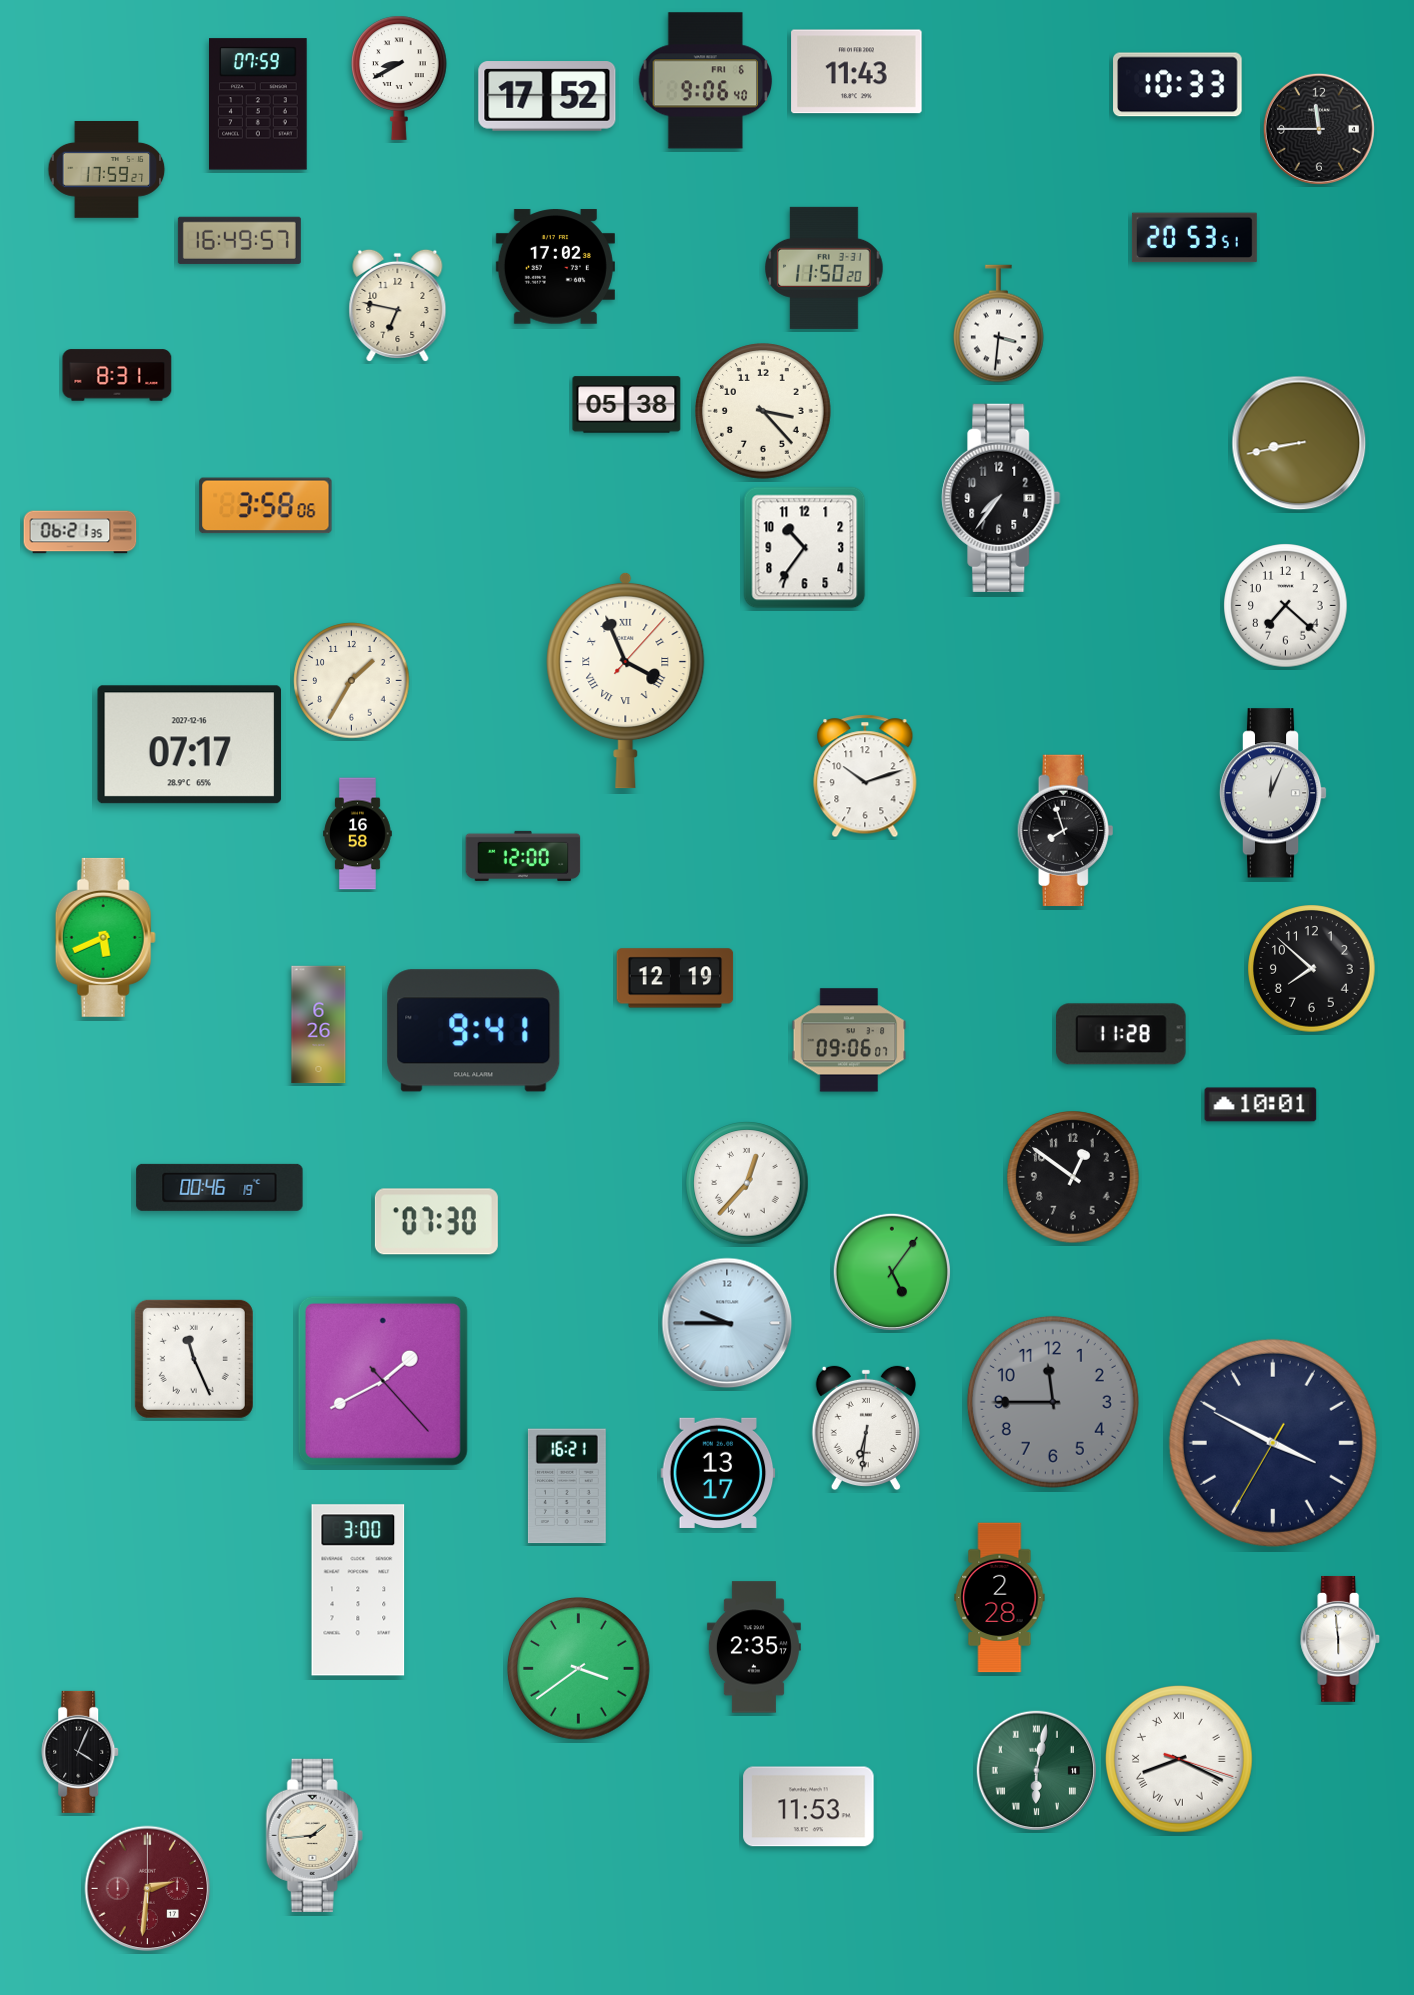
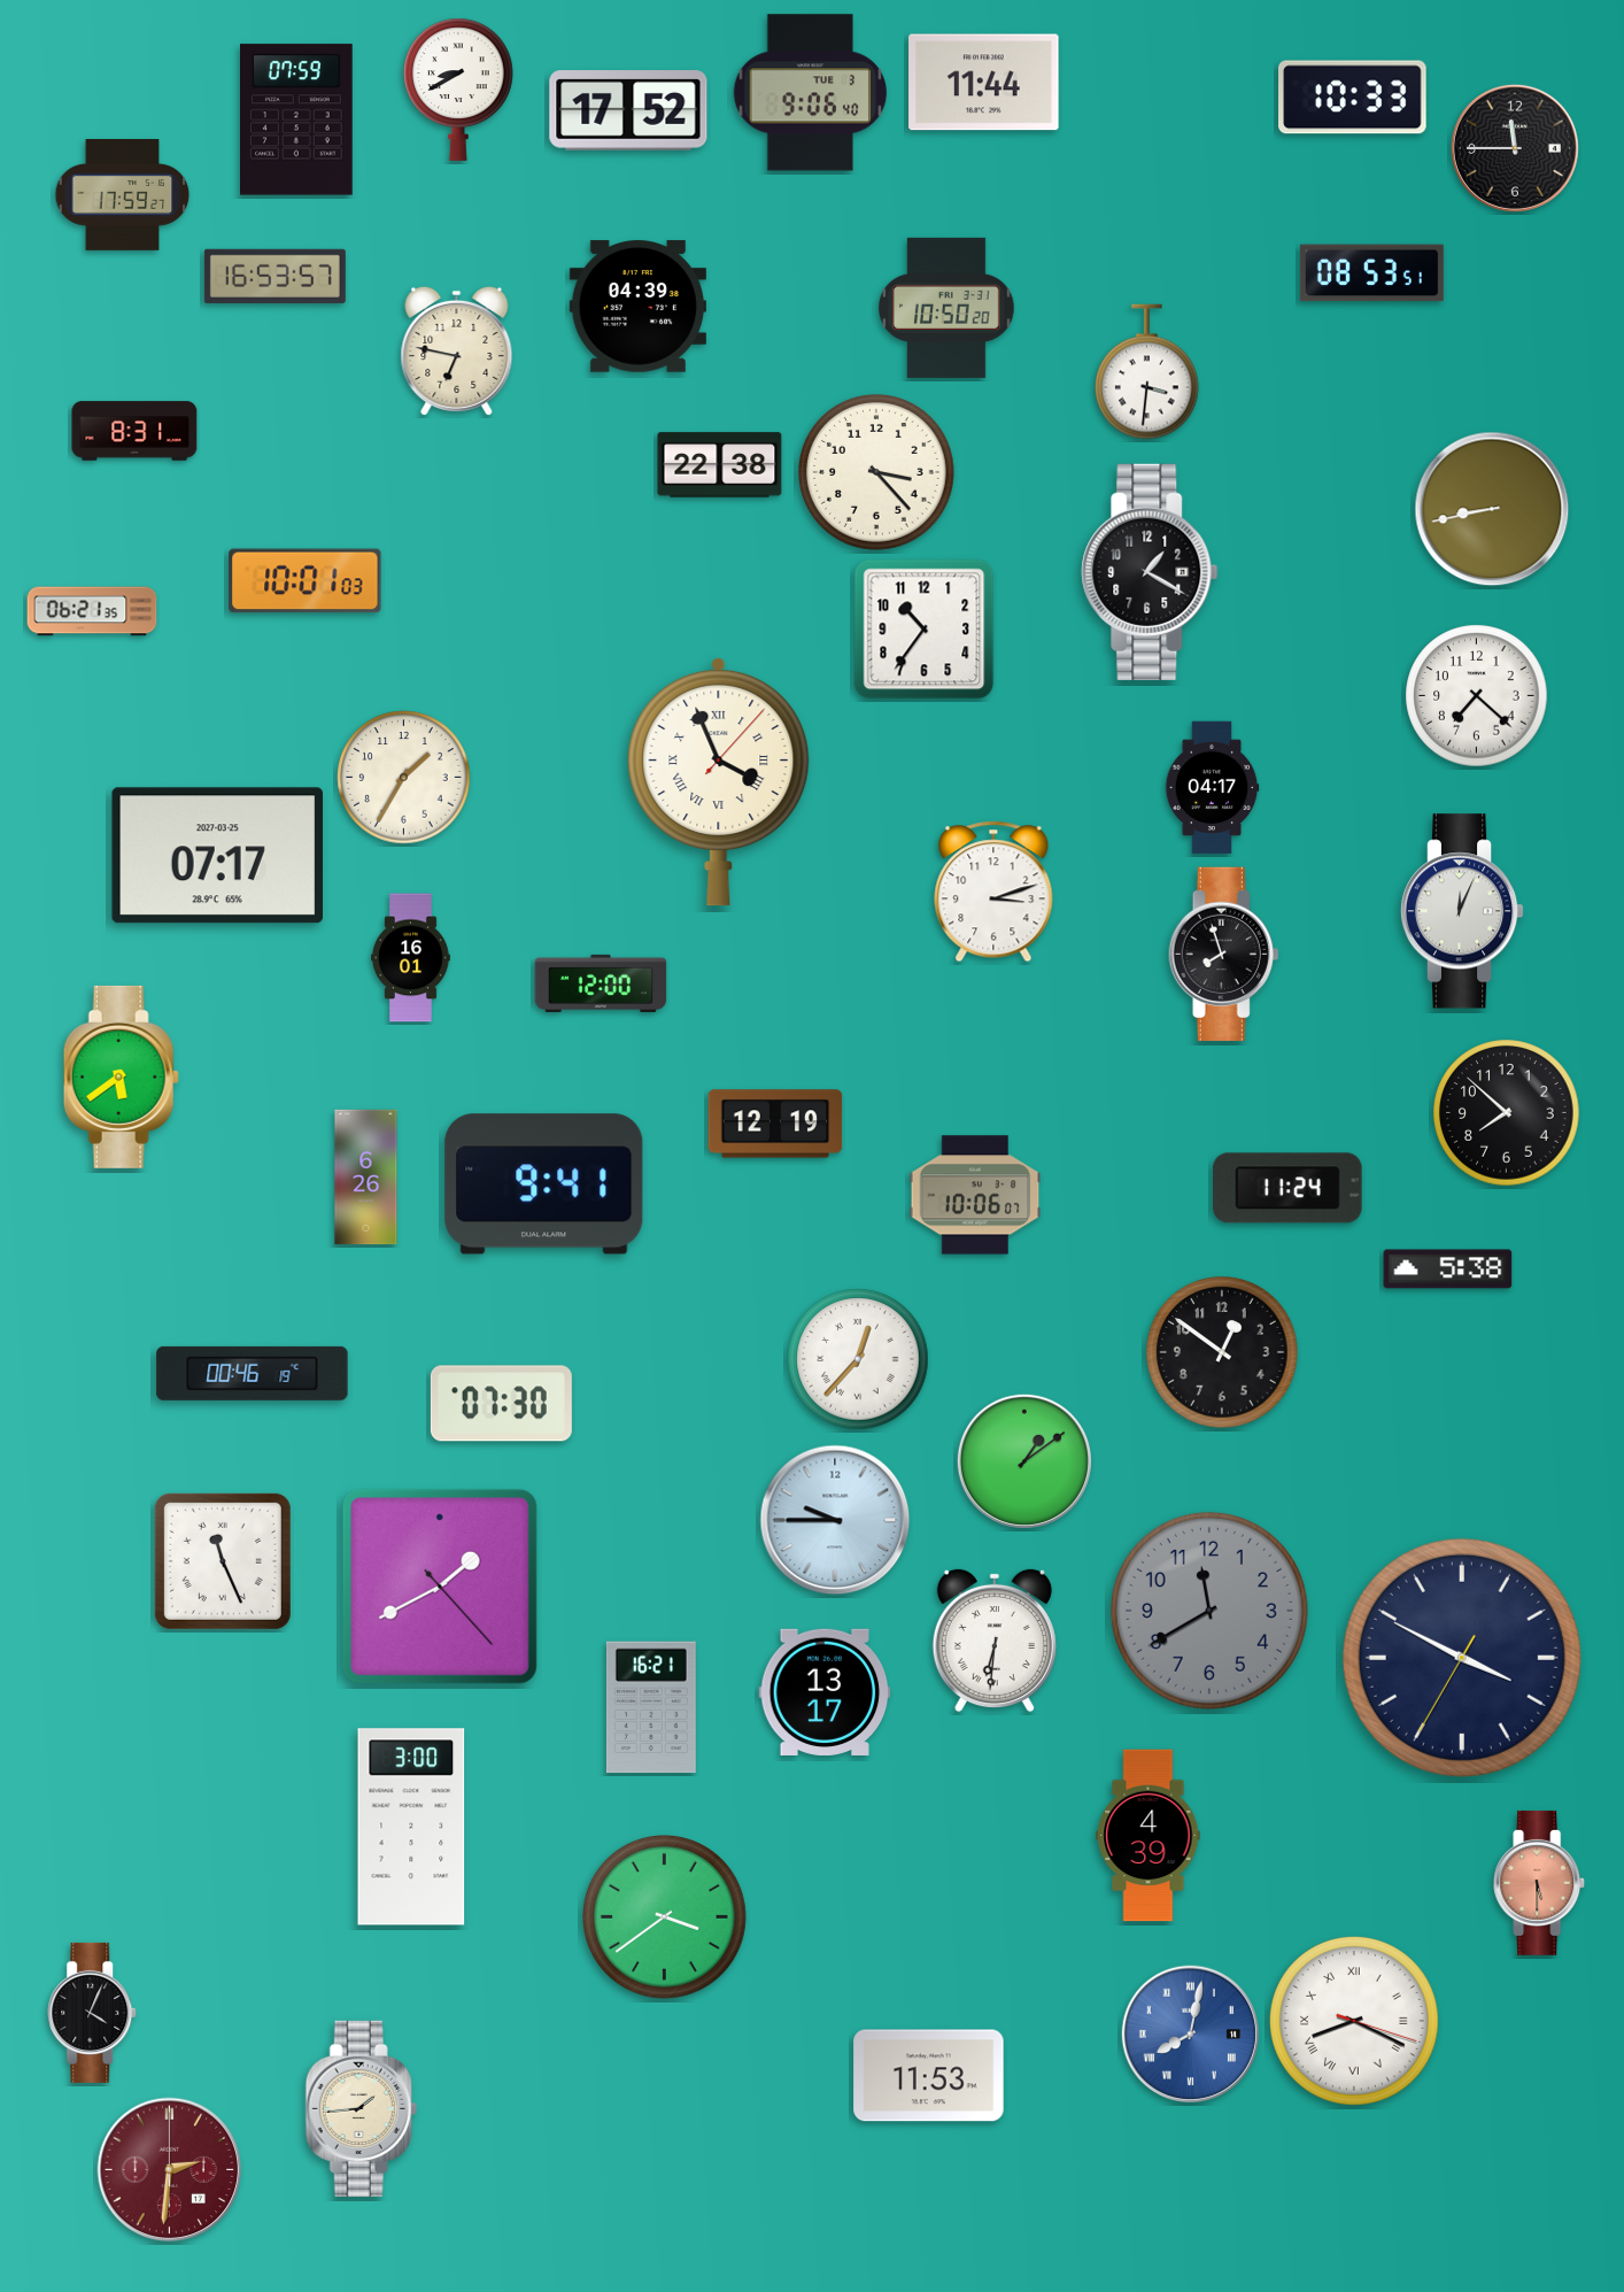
clock at (857, 72): 11:43 -> 11:44
clock at (706, 81) date: FRI 6 -> TUE 3
clock at (1194, 238): 20:53 -> 08:53
clock at (239, 240): 16:49 -> 16:53
clock at (555, 267): 17:02 -> 04:39
clock at (825, 268): 11:50 -> 10:50
clock at (627, 405): 05:38 -> 22:38
clock at (1001, 498): 7:36 -> 1:20
clock at (266, 506): 3:58 -> 10:01
clock at (352, 681) position: (352, 681) -> (404, 778)
clock at (1212, 788): none -> 04:17
clock at (189, 745) date: 2027-12-16 -> 2027-03-25
clock at (865, 776): 10:12 -> 3:12
clock at (358, 834): 16:58 -> 16:01
clock at (105, 937): 5:41 -> 5:39
clock at (1121, 1034): 11:28 -> 11:24
clock at (849, 1040): 09:06 -> 10:06
clock at (1261, 1105): 10:01 -> 5:38
clock at (1073, 1177) position: (1073, 1177) -> (1222, 1352)
clock at (220, 1187) position: (220, 1187) -> (253, 1373)
clock at (892, 1272): 5:06 -> 1:09
clock at (1053, 1402): 11:45 -> 11:40
clock at (1000, 1598): 2:28 -> 4:39
clock at (1341, 1639): 5:59 -> 5:30
clock at (1341, 1639) dial: white -> salmon
clock at (754, 1647): 2:35 -> none
clock at (1036, 1770): 6:02 -> 8:02
clock at (1036, 1770) dial: green -> blue
